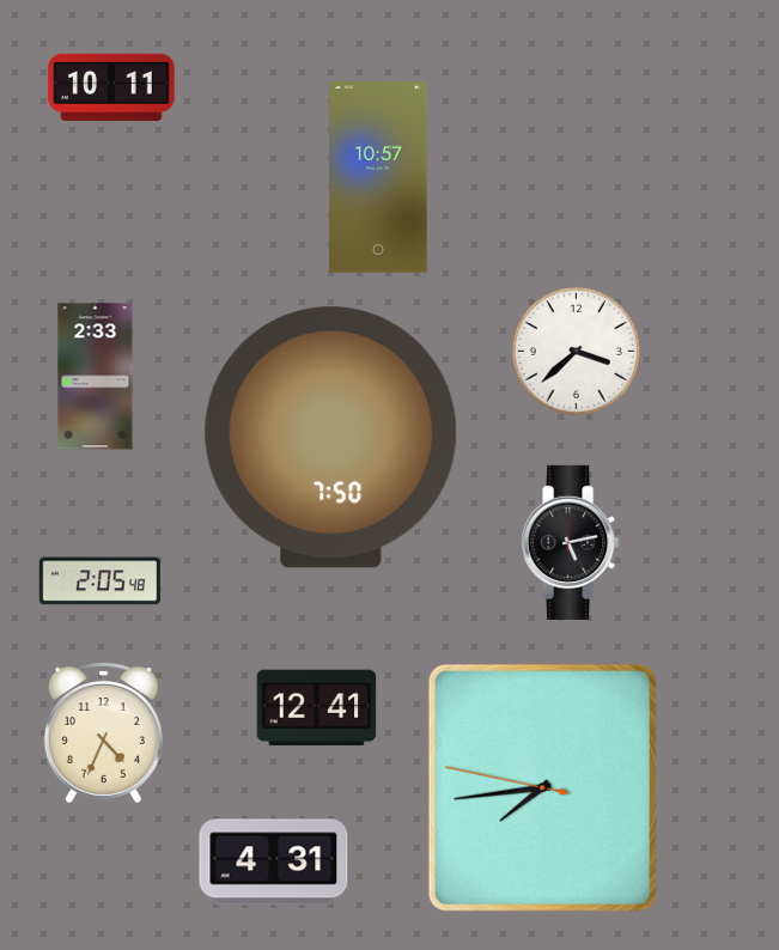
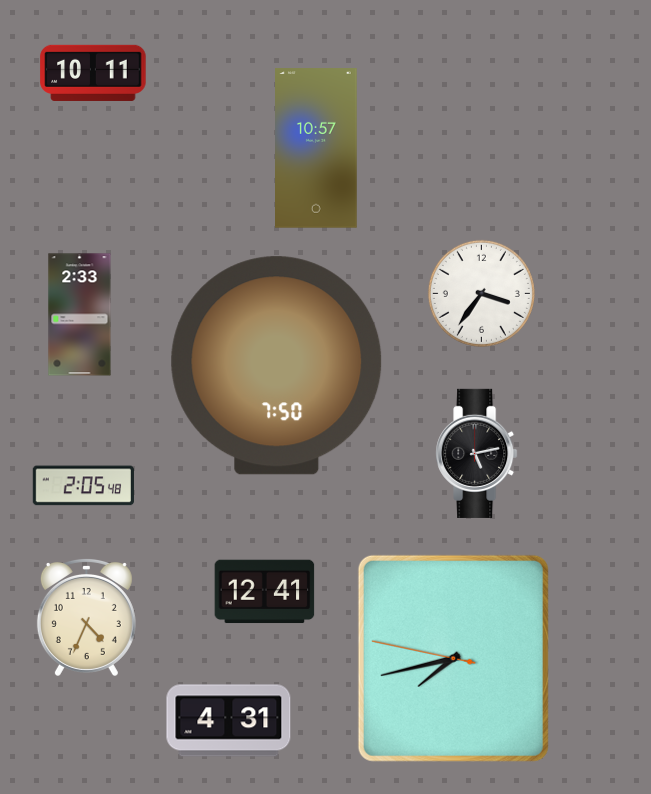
clock at (576, 351): 3:38 -> 3:36
clock at (103, 732) position: (103, 732) -> (86, 617)
clock at (542, 787): 7:43 -> 7:42
